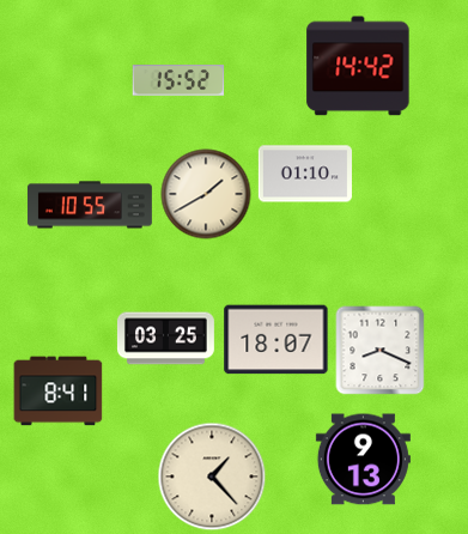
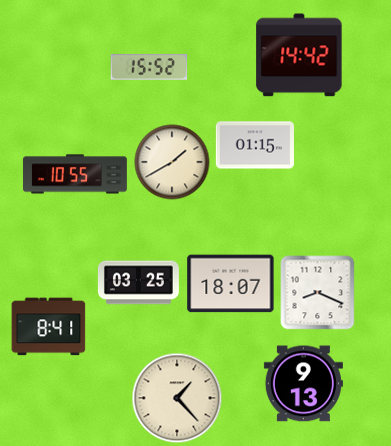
clock at (305, 174): 01:10 -> 01:15
clock at (90, 205) position: (90, 205) -> (75, 174)
